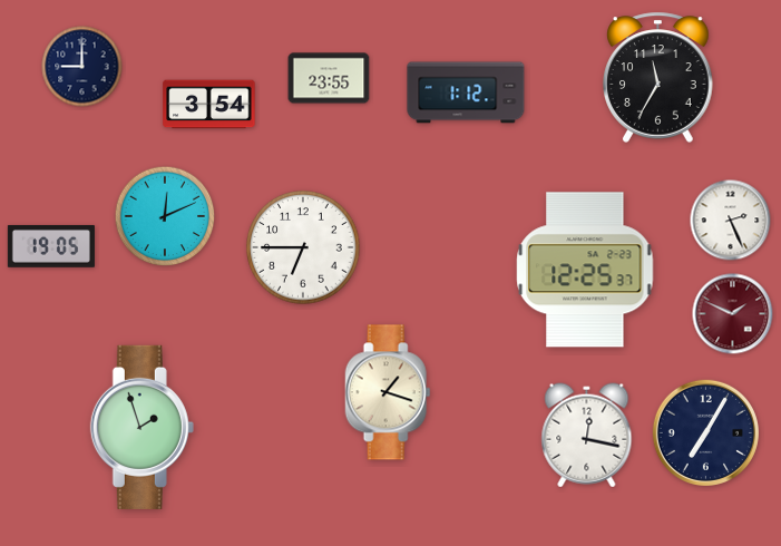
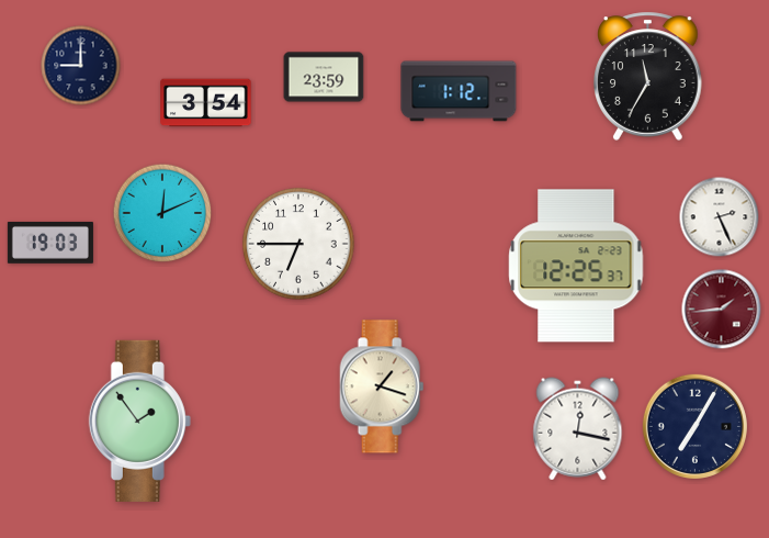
clock at (329, 78): 23:55 -> 23:59
clock at (51, 246): 19:05 -> 19:03
clock at (733, 314): 1:49 -> 1:44
clock at (141, 427): 1:57 -> 1:54
